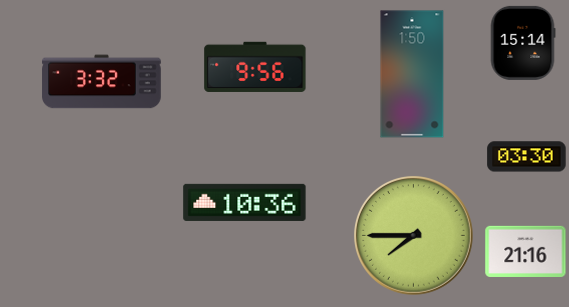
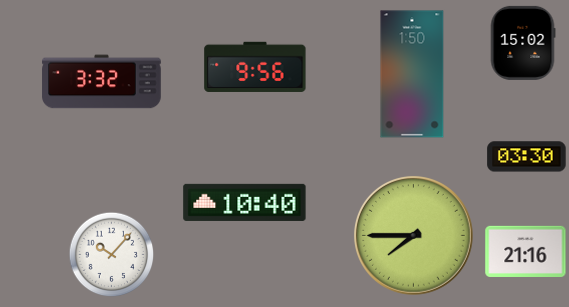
clock at (523, 43): 15:14 -> 15:02
clock at (245, 202): 10:36 -> 10:40
clock at (112, 255): none -> 10:07
